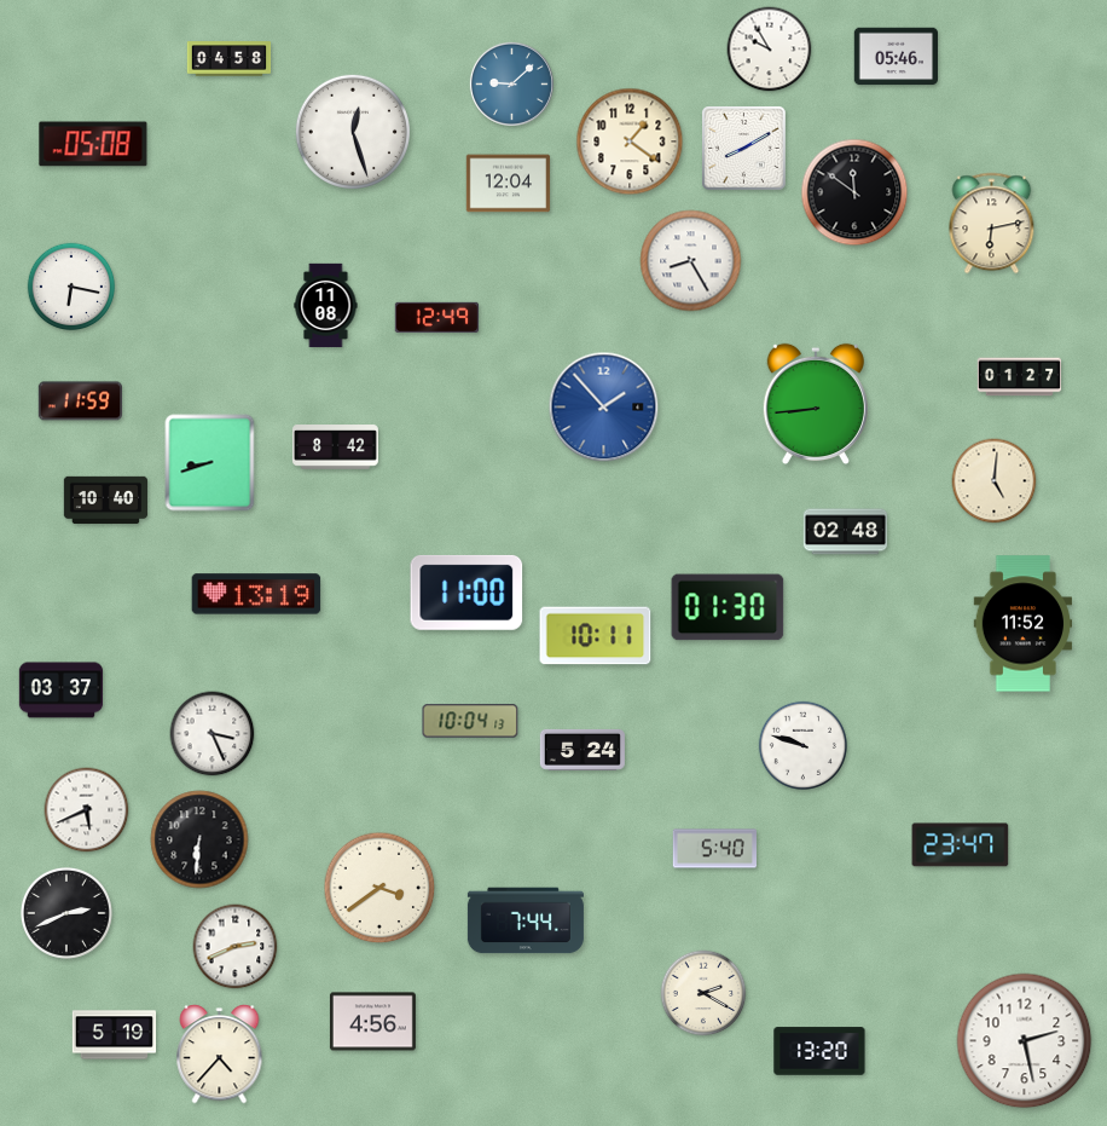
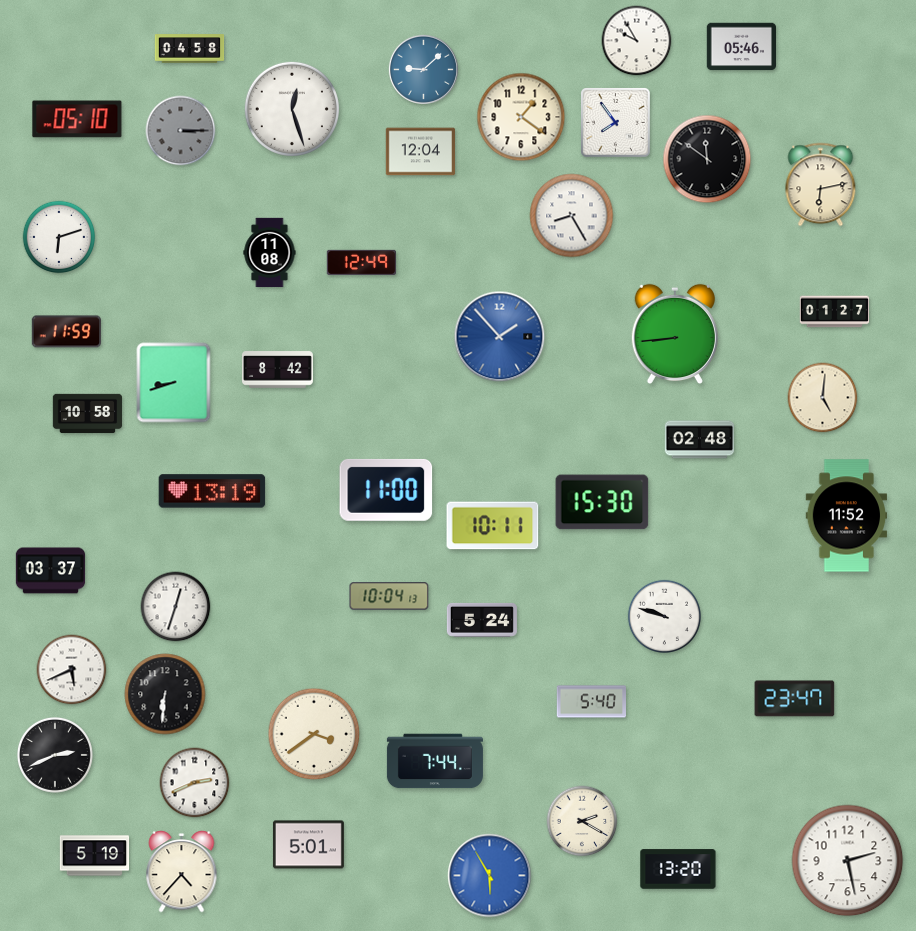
clock at (93, 144): 05:08 -> 05:10
clock at (744, 149): 8:10 -> 7:54
clock at (181, 131): none -> 3:15
clock at (71, 287): 6:17 -> 6:12
clock at (1020, 377) position: (1020, 377) -> (835, 312)
clock at (106, 501): 10:40 -> 10:58
clock at (728, 607): 01:30 -> 15:30
clock at (213, 734): 3:26 -> 12:33
clock at (372, 1022): 4:56 -> 5:01
clock at (490, 876): none -> 5:55
